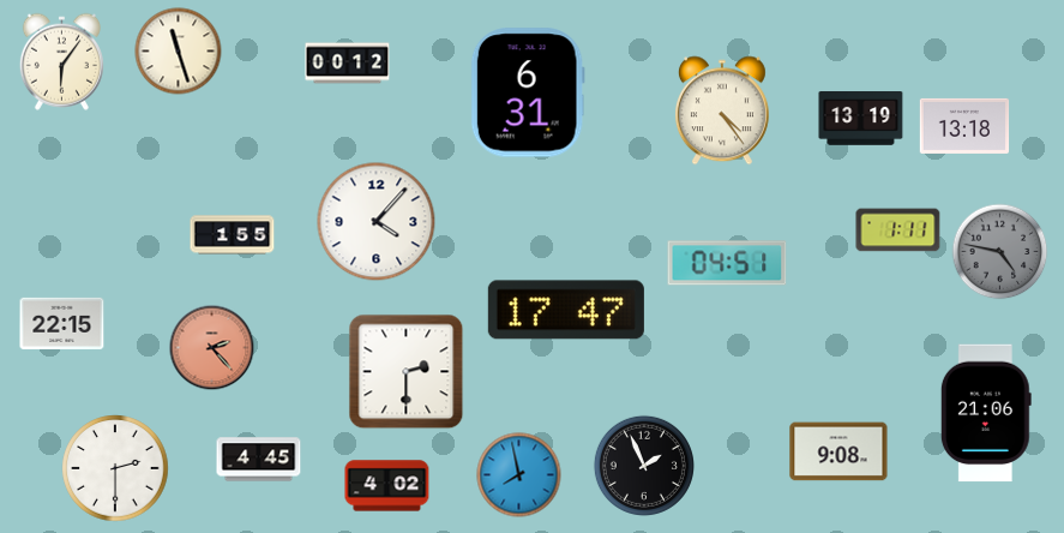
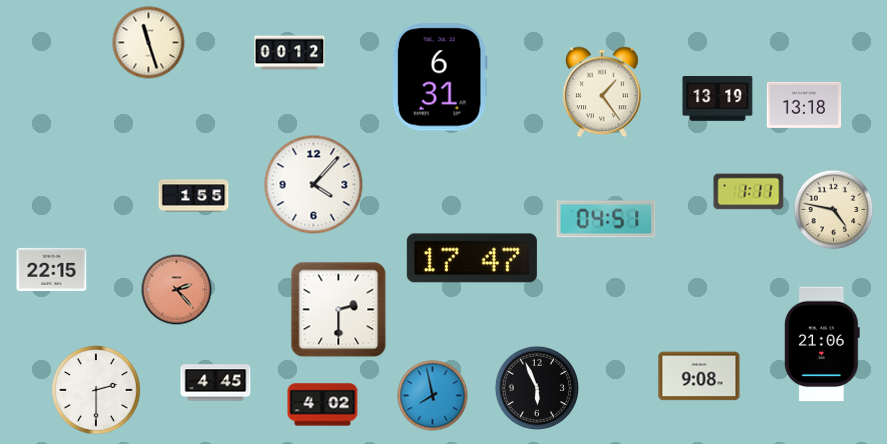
clock at (61, 61): 6:06 -> none
clock at (722, 110): 4:24 -> 1:24
clock at (1000, 252) dial: grey -> cream
clock at (644, 466): 1:56 -> 5:56
